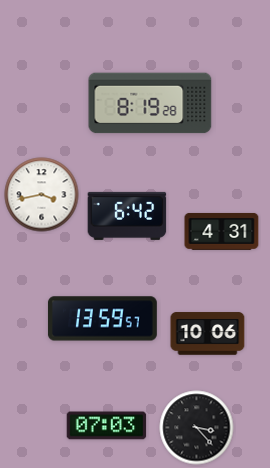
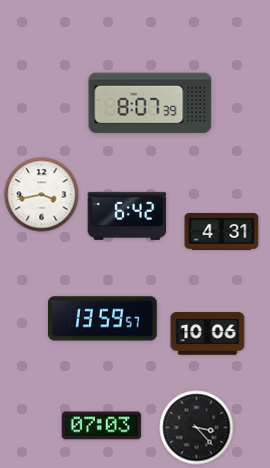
clock at (150, 103): 8:19 -> 8:07
clock at (107, 426) position: (107, 426) -> (102, 426)
